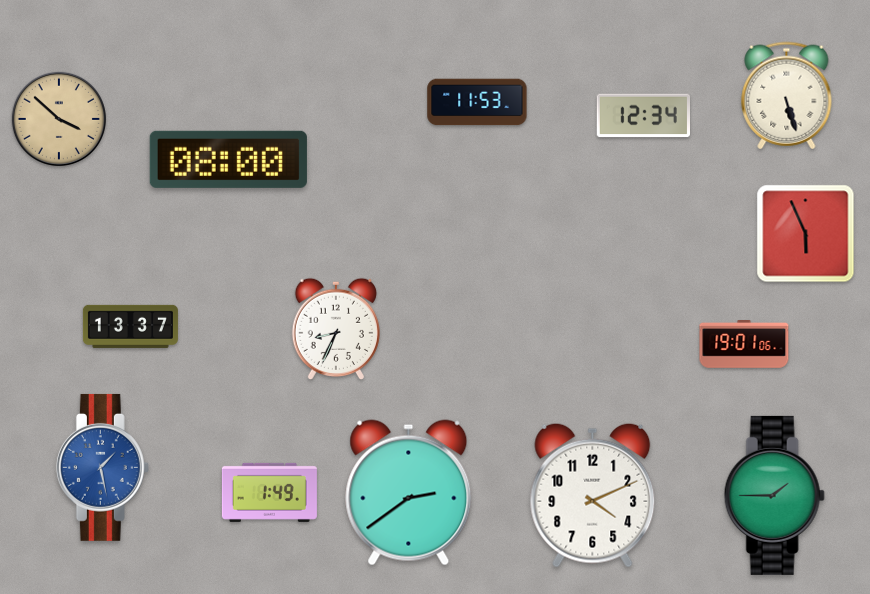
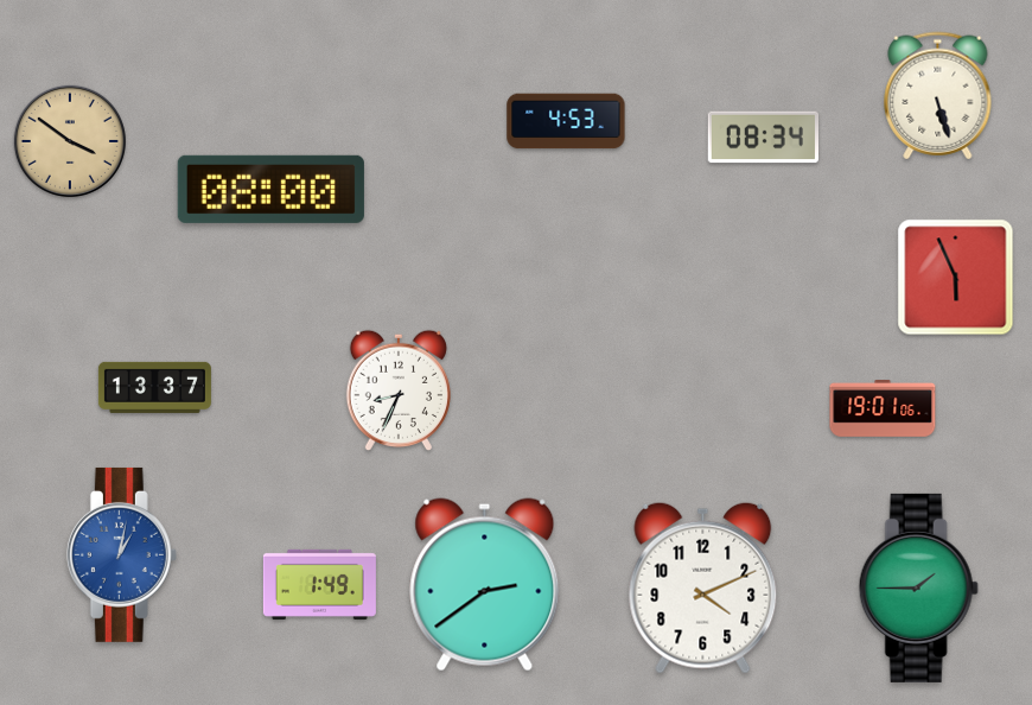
clock at (787, 96) position: (787, 96) -> (938, 96)
clock at (477, 102): 11:53 -> 4:53
clock at (643, 116): 12:34 -> 08:34
clock at (59, 119): 3:52 -> 3:51
clock at (102, 467): 1:28 -> 1:02
